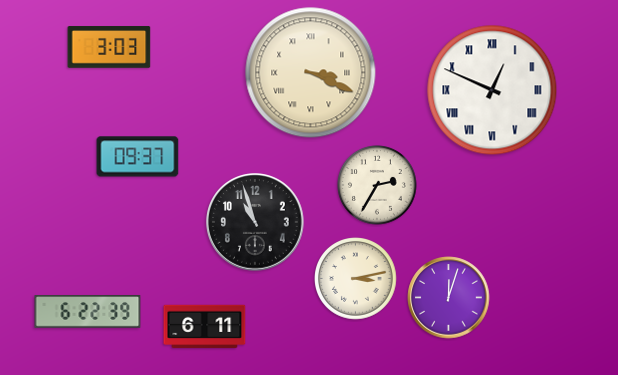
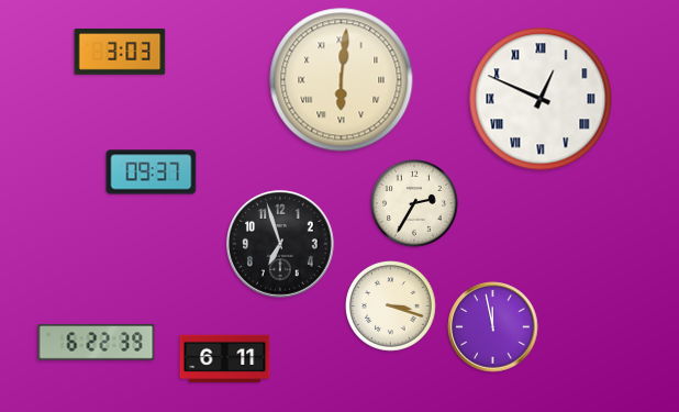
clock at (311, 73): 3:19 -> 6:01
clock at (256, 223): 10:57 -> 6:57
clock at (356, 279): 3:13 -> 3:18
clock at (449, 298): 12:03 -> 11:58
